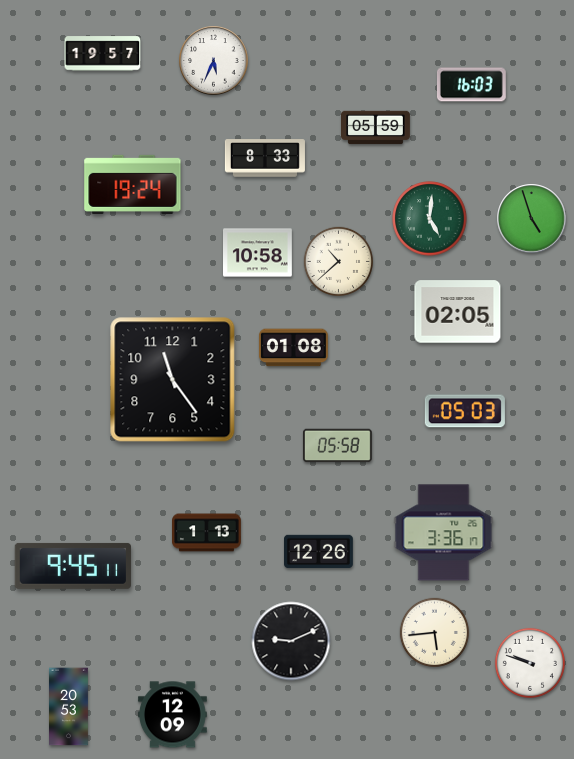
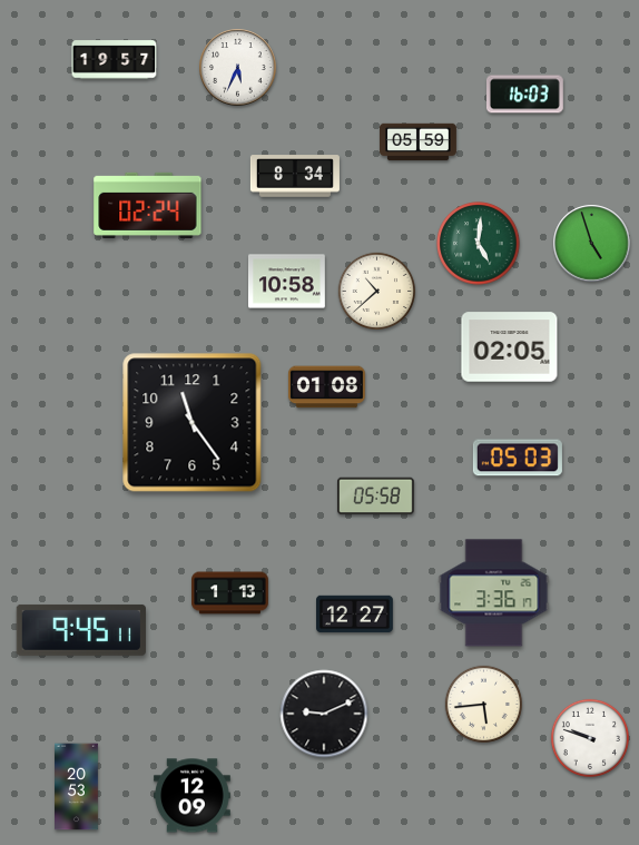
clock at (265, 158): 8:33 -> 8:34
clock at (133, 184): 19:24 -> 02:24
clock at (319, 552): 12:26 -> 12:27
